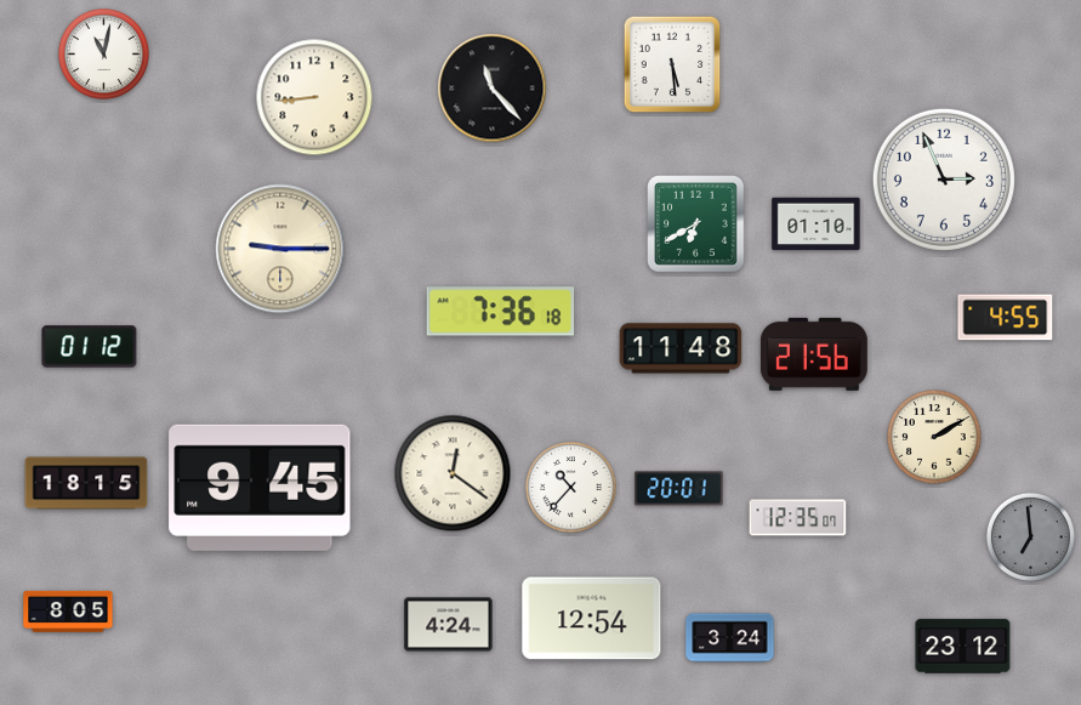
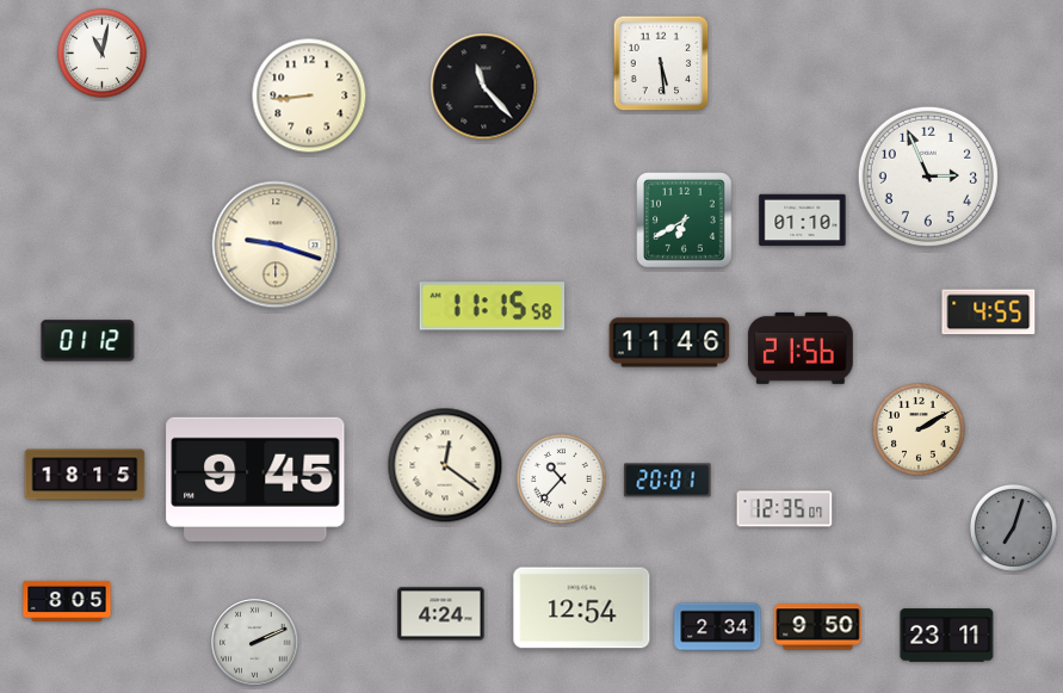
clock at (280, 249): 9:15 -> 9:18
clock at (501, 312): 7:36 -> 11:15
clock at (681, 348): 11:48 -> 11:46
clock at (1030, 536): 6:59 -> 7:03
clock at (730, 638): 3:24 -> 2:34
clock at (818, 627): none -> 9:50
clock at (963, 647): 23:12 -> 23:11
clock at (255, 643): none -> 2:11
